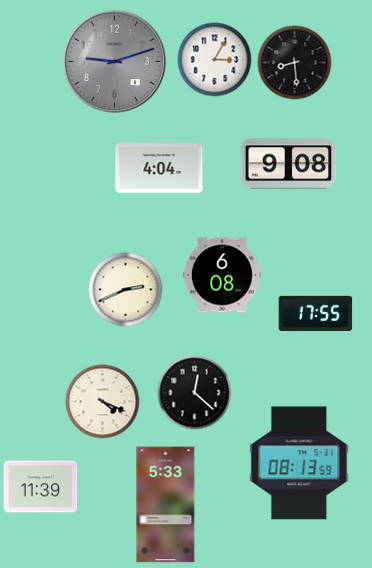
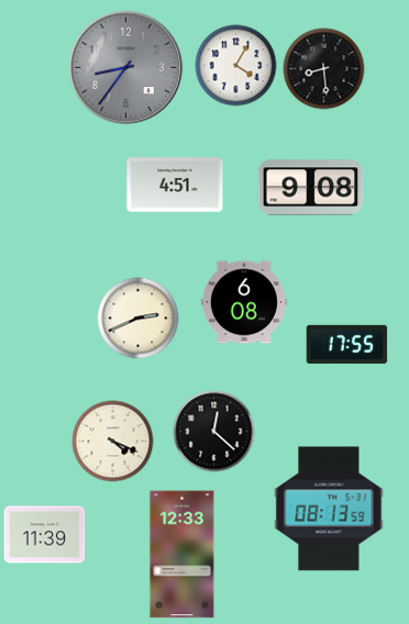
clock at (215, 60): 3:05 -> 4:05
clock at (115, 62): 9:12 -> 8:36
clock at (289, 164) position: (289, 164) -> (311, 188)
clock at (159, 168): 4:04 -> 4:51
clock at (166, 505): 5:33 -> 12:33
